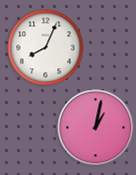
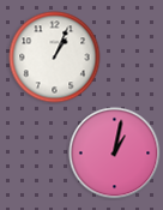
clock at (46, 48): 8:04 -> 1:04
